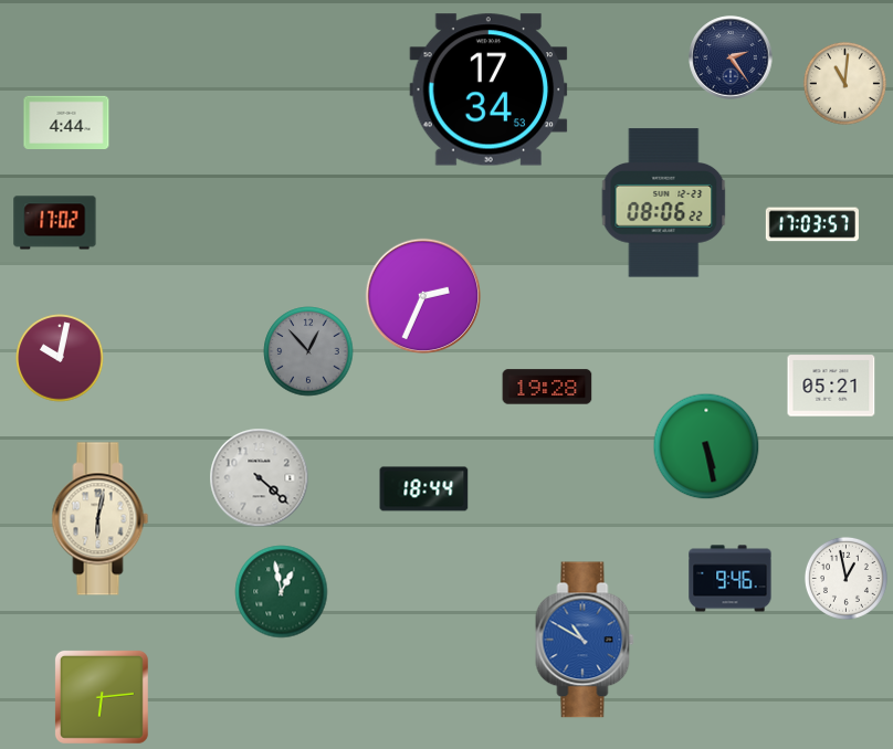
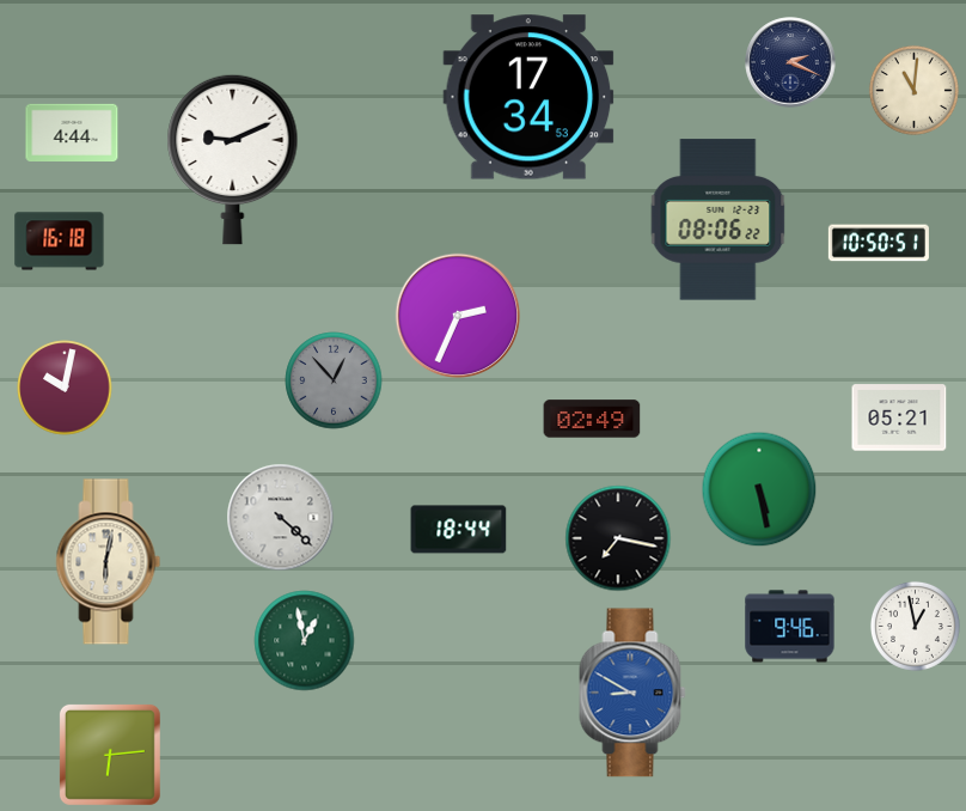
clock at (731, 57): 2:24 -> 2:19
clock at (233, 159): none -> 9:11
clock at (55, 223): 17:02 -> 16:18
clock at (812, 224): 17:03 -> 10:50
clock at (423, 296) position: (423, 296) -> (458, 316)
clock at (547, 387): 19:28 -> 02:49
clock at (706, 446) position: (706, 446) -> (759, 489)
clock at (618, 538): none -> 7:17
clock at (585, 640): 10:50 -> 8:50
